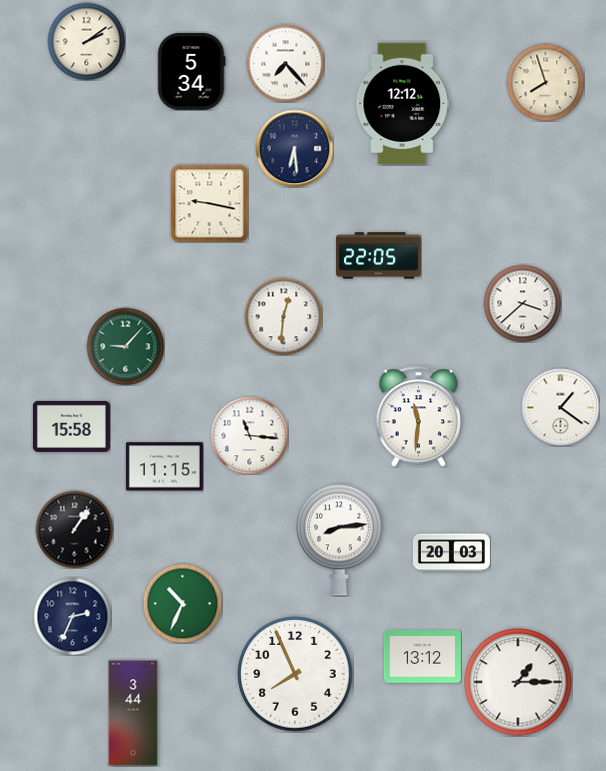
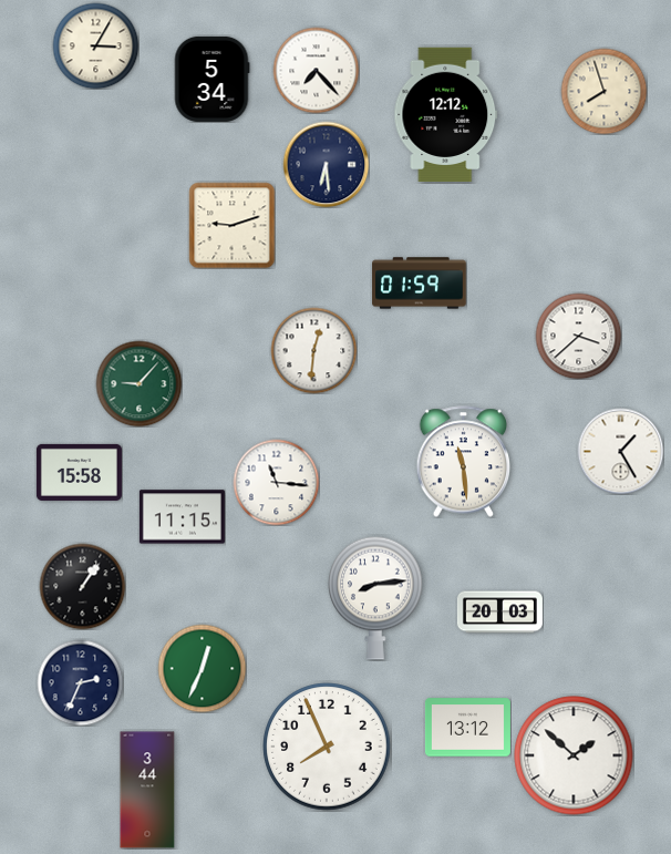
clock at (86, 41): 2:09 -> 3:05
clock at (209, 203): 9:17 -> 9:12
clock at (379, 256): 22:05 -> 01:59
clock at (560, 407): 1:21 -> 1:25
clock at (419, 417): 11:31 -> 11:29
clock at (182, 603): 10:34 -> 12:34
clock at (518, 682): 1:15 -> 1:52
